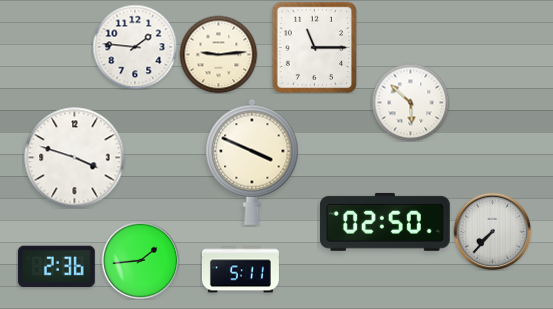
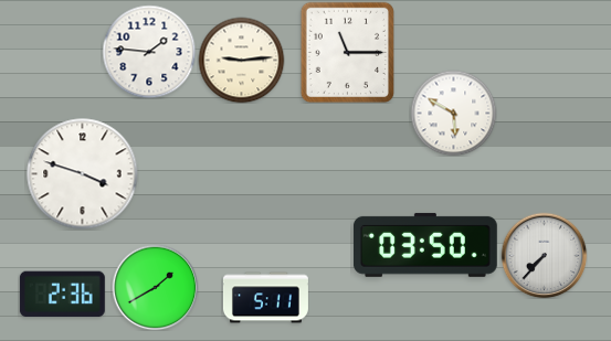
clock at (410, 102): 5:52 -> 5:50
clock at (252, 162): 3:49 -> none
clock at (385, 222): 02:50 -> 03:50
clock at (140, 260): 1:44 -> 1:40
